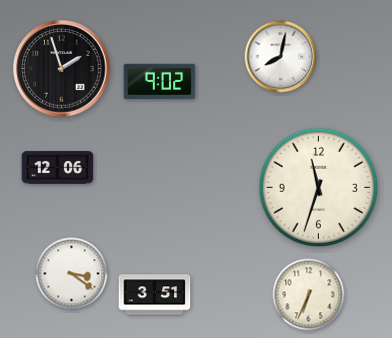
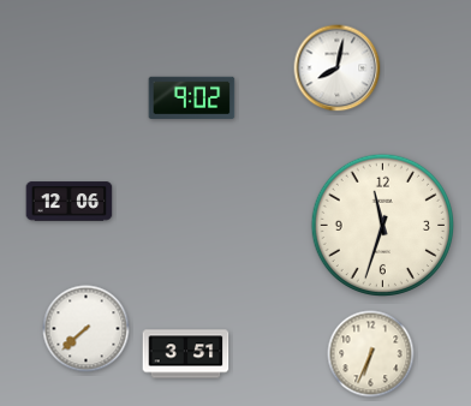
clock at (62, 69): 1:57 -> none
clock at (72, 274): 3:21 -> 7:38
